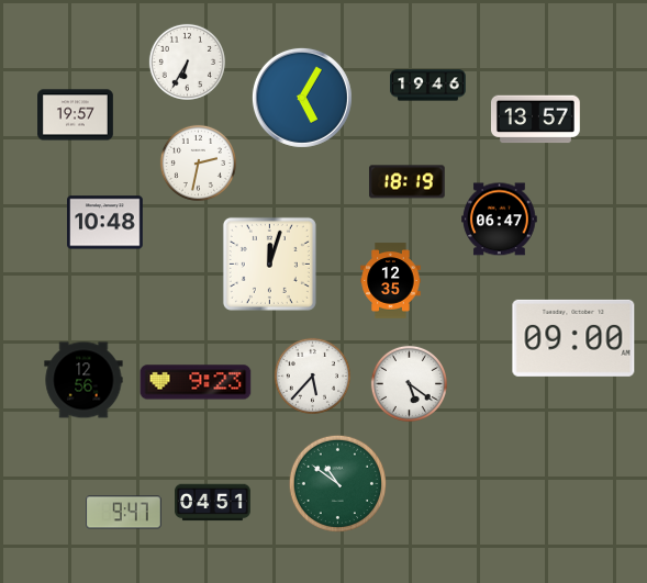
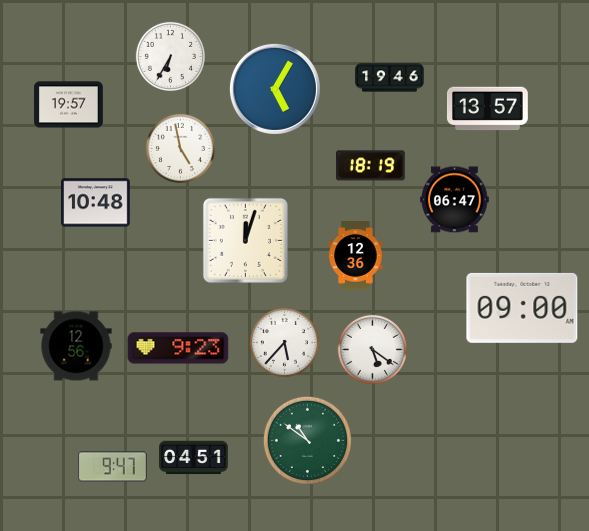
clock at (198, 162): 2:32 -> 4:58
clock at (391, 281): 12:35 -> 12:36
